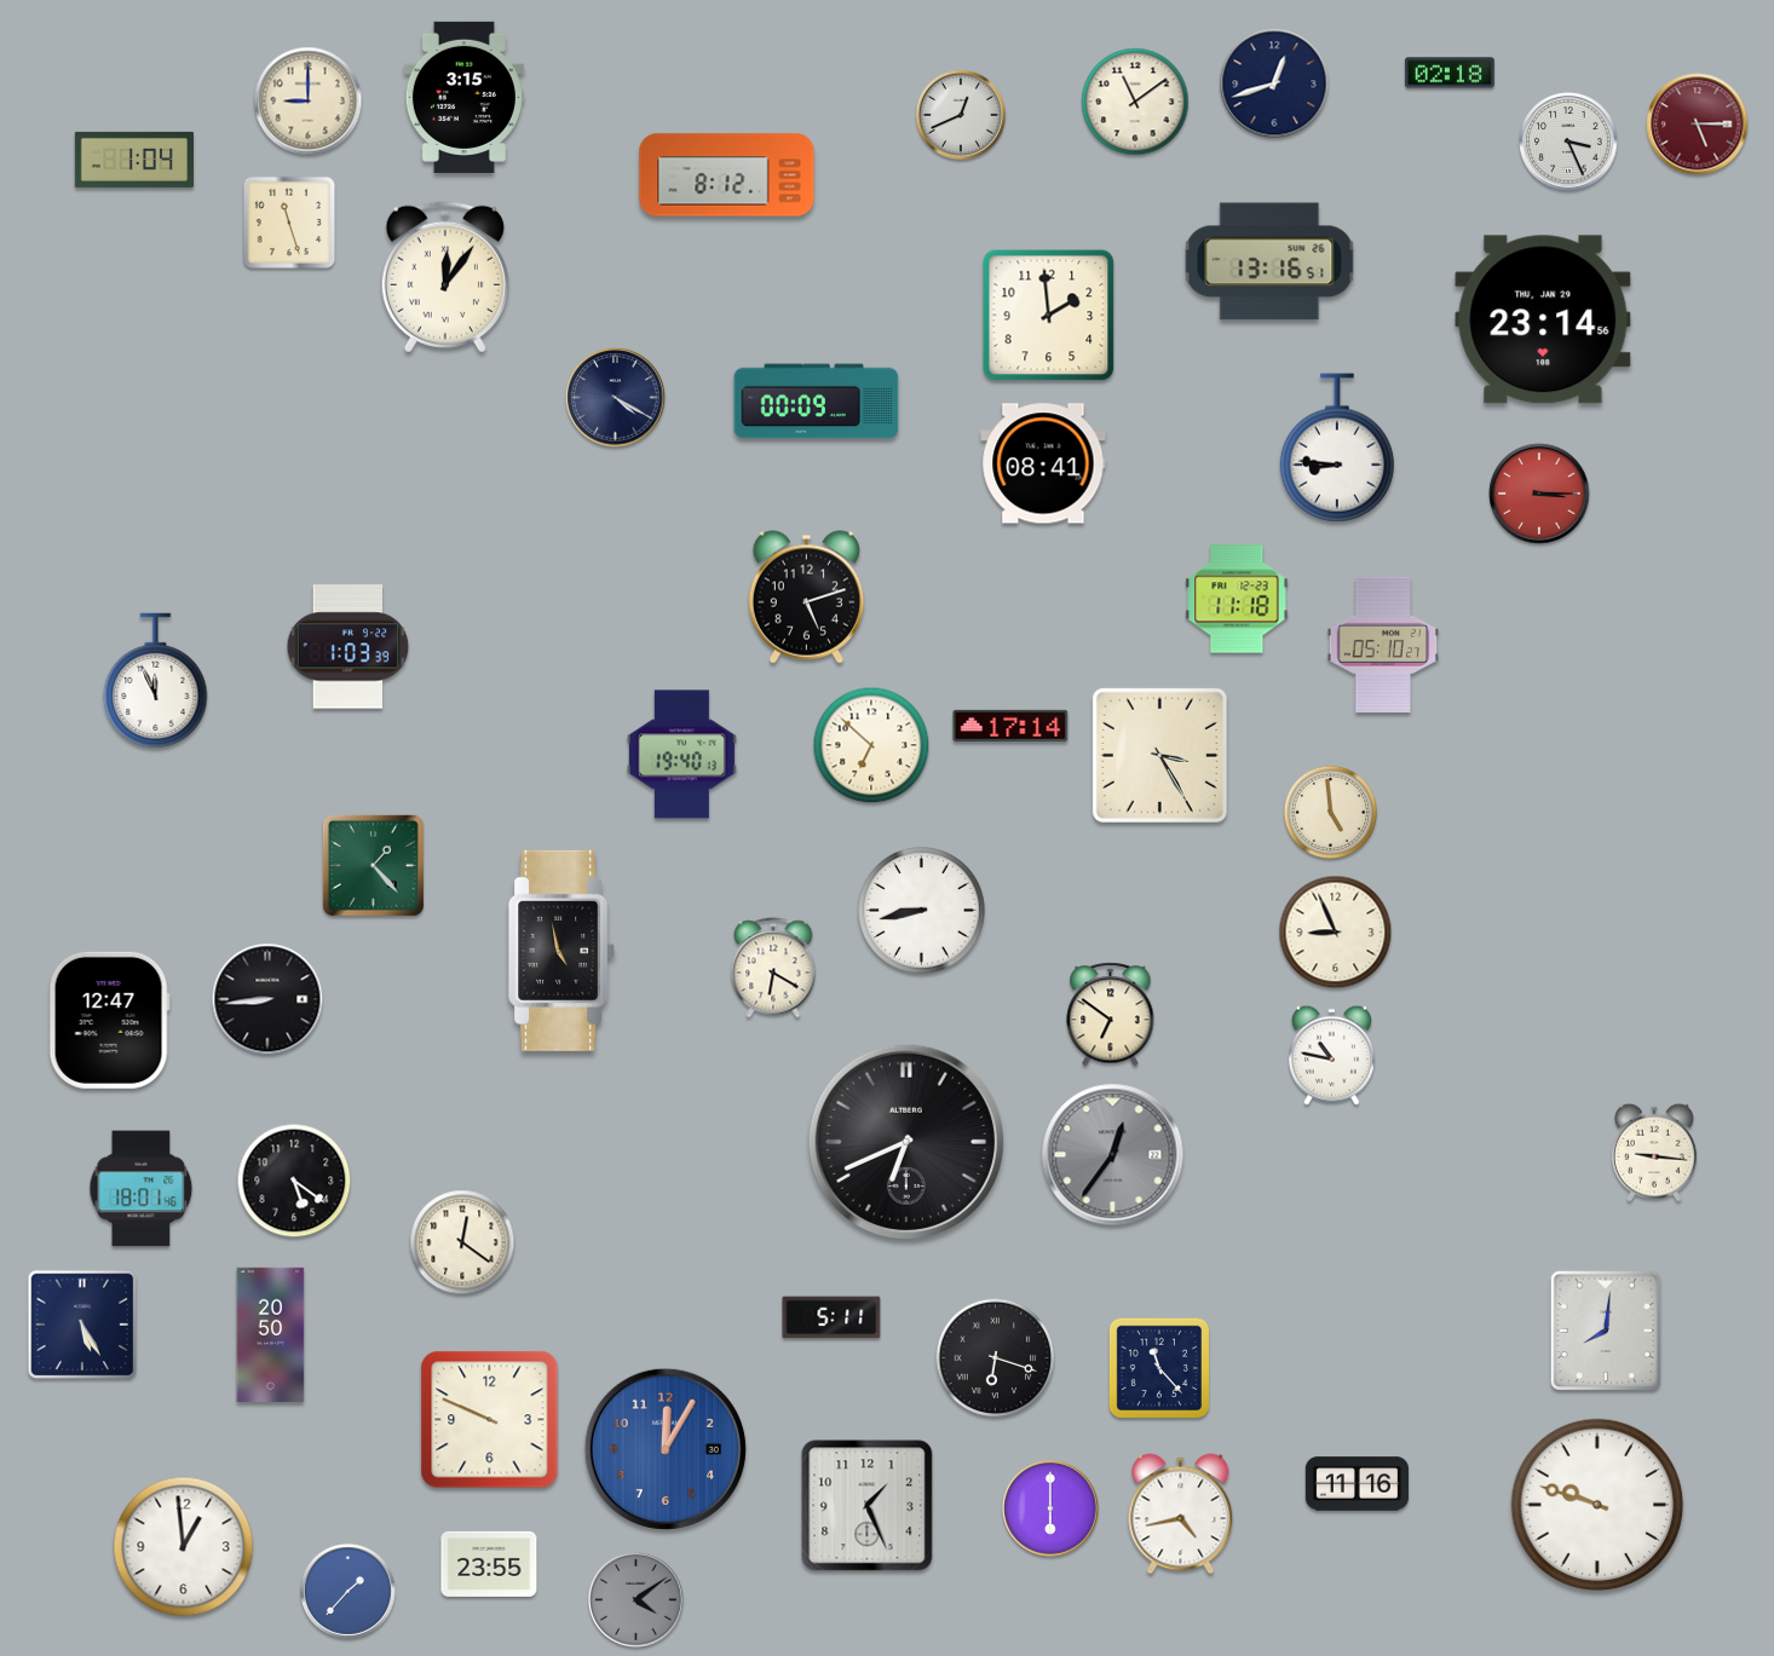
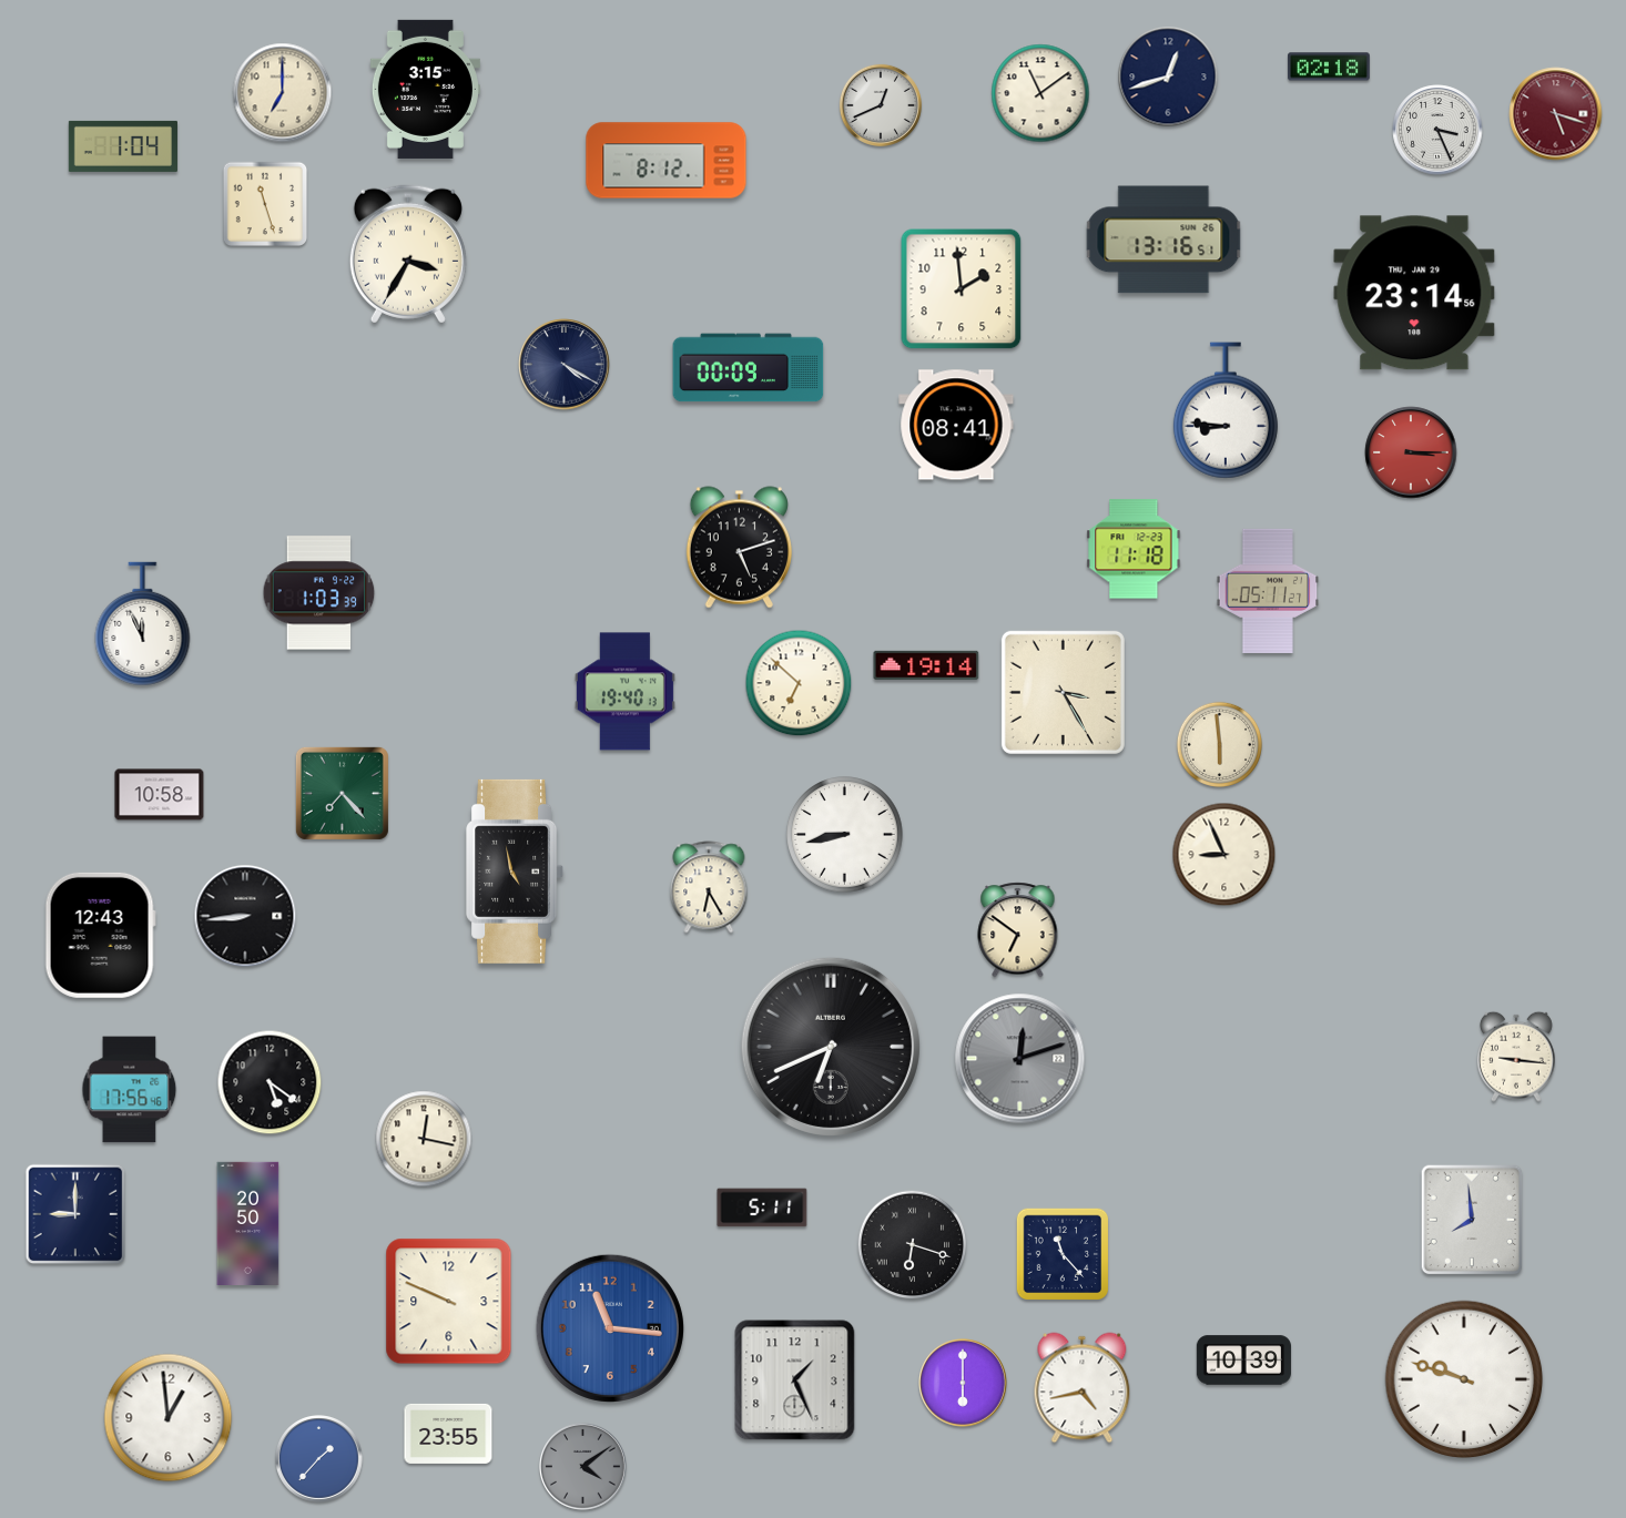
clock at (309, 102): 9:00 -> 7:00
clock at (1698, 125): 5:15 -> 5:18
clock at (445, 277): 12:06 -> 3:35
clock at (1383, 645): 05:10 -> 05:11
clock at (1010, 726): 17:14 -> 19:14
clock at (1330, 812): 4:59 -> 5:59
clock at (373, 865): 1:23 -> 7:23
clock at (160, 795): none -> 10:58
clock at (773, 968): 6:20 -> 6:25
clock at (109, 1020): 12:47 -> 12:43
clock at (1331, 1055): 10:47 -> none
clock at (1113, 1155): 12:36 -> 12:12
clock at (142, 1189): 18:01 -> 17:56
clock at (462, 1242): 12:21 -> 12:17
clock at (82, 1325): 5:25 -> 9:00
clock at (1606, 1331): 8:01 -> 7:59
clock at (666, 1449): 12:05 -> 11:16
clock at (1357, 1484): 11:16 -> 10:39
